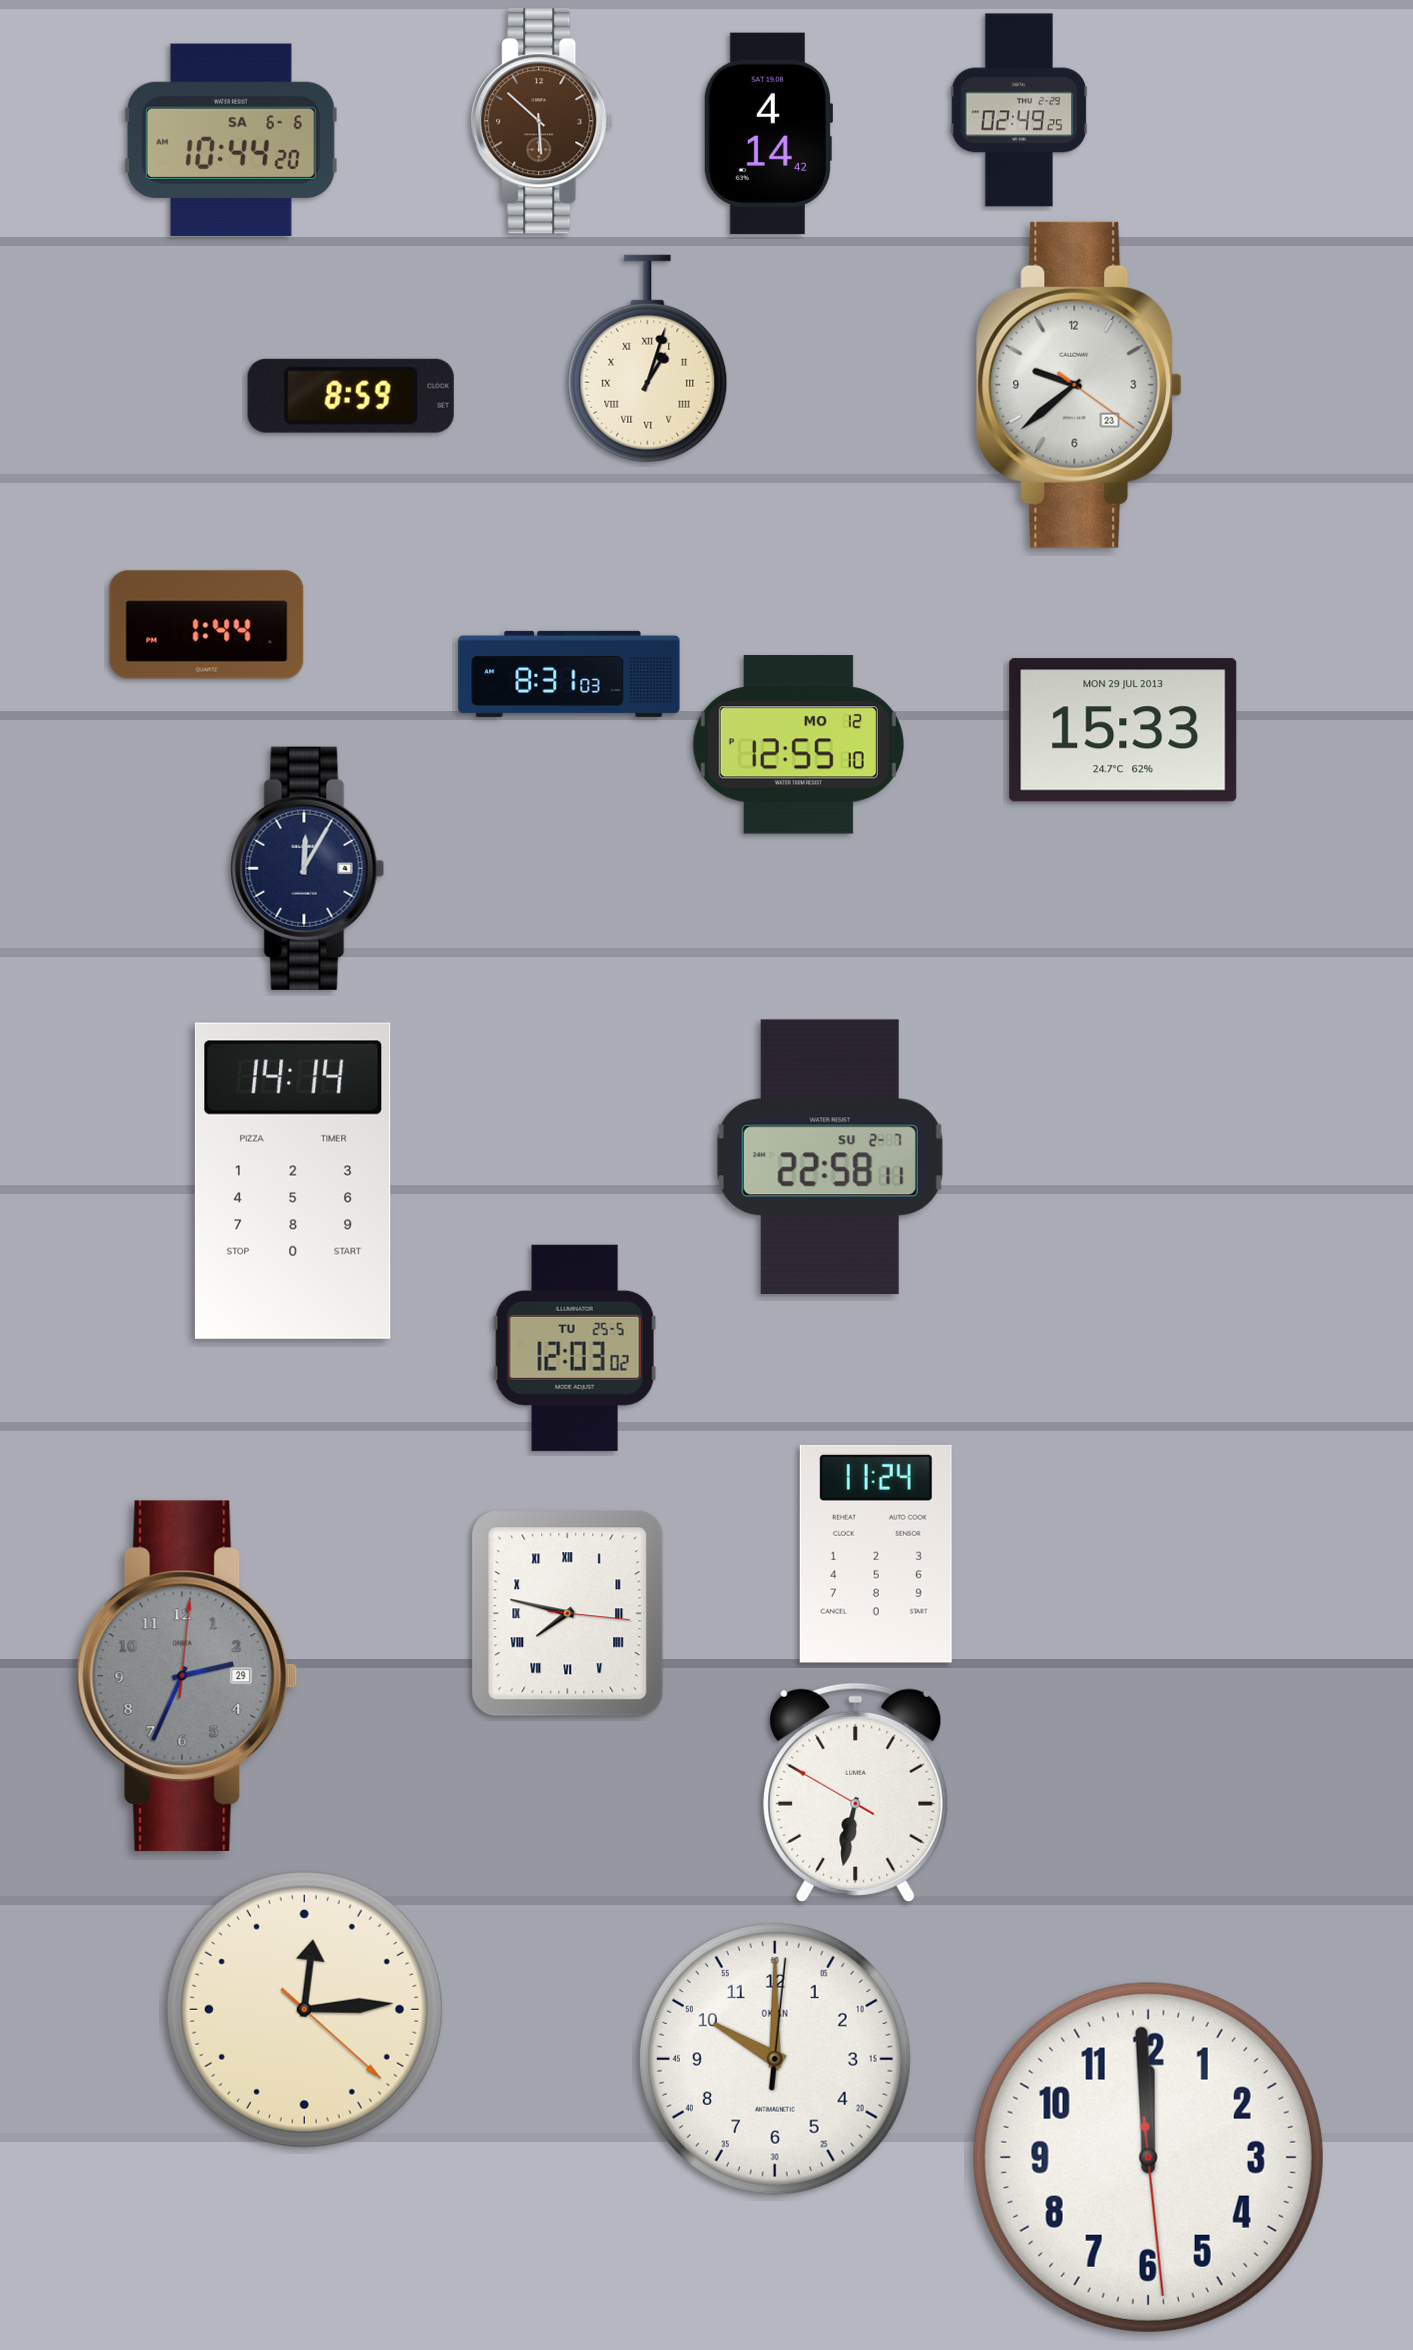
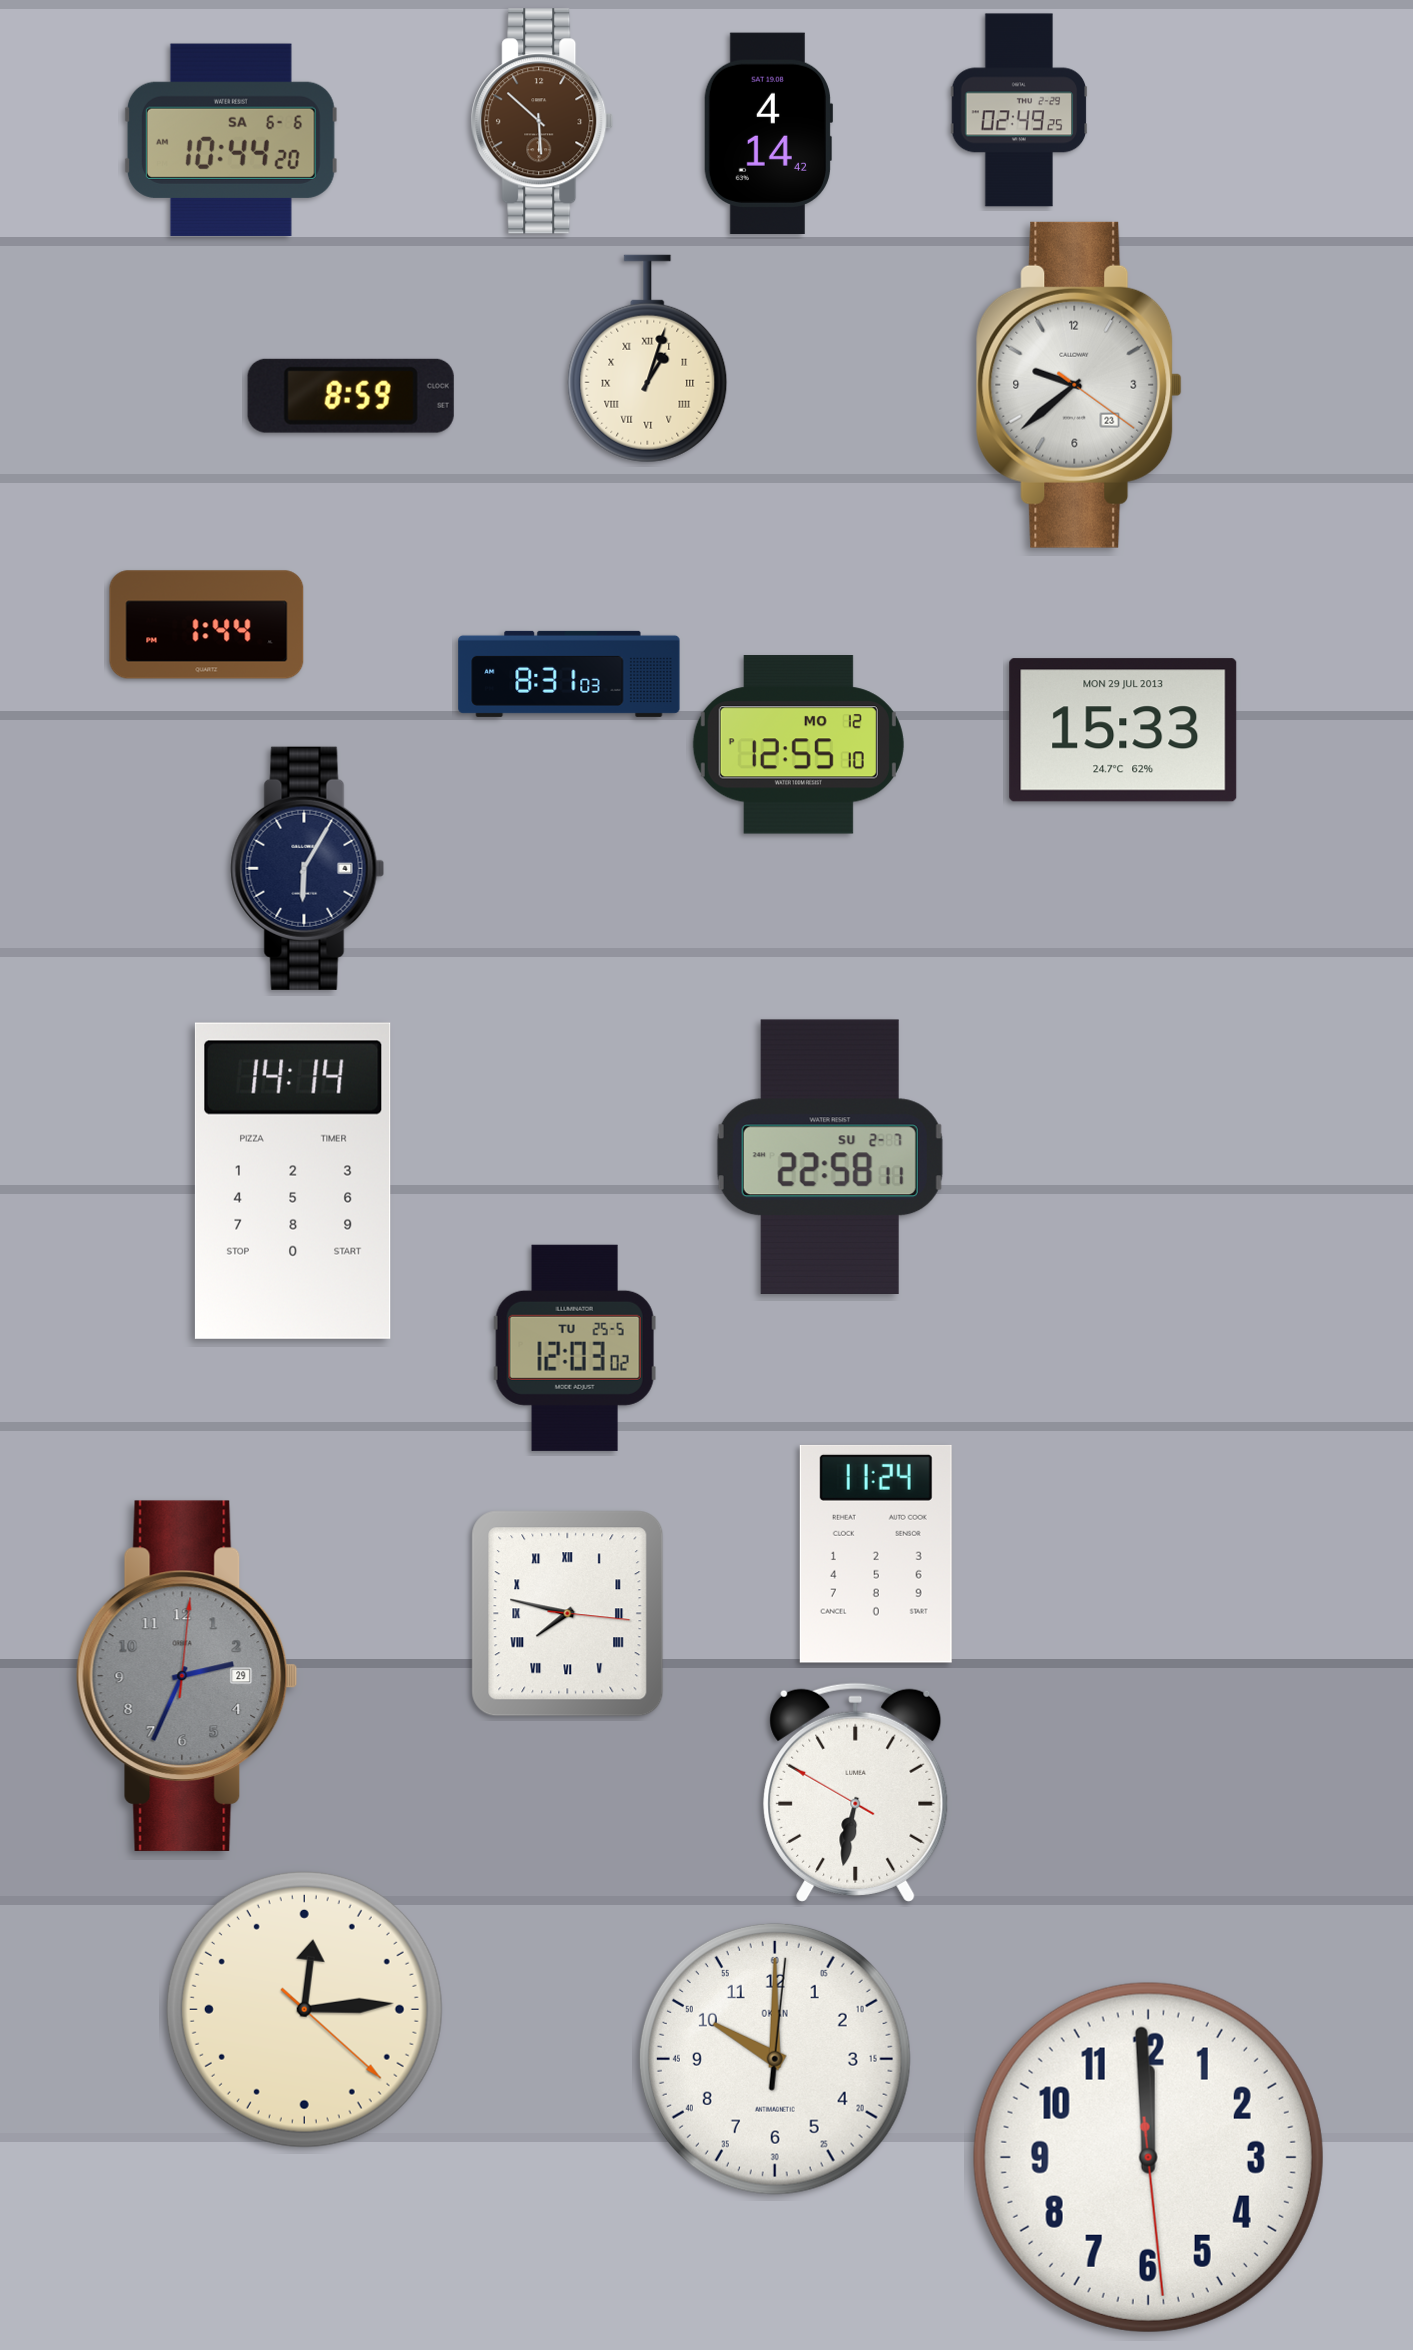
clock at (308, 868): 12:05 -> 6:05
